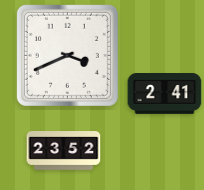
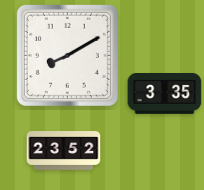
clock at (67, 55): 3:41 -> 8:10
clock at (165, 94): 2:41 -> 3:35
